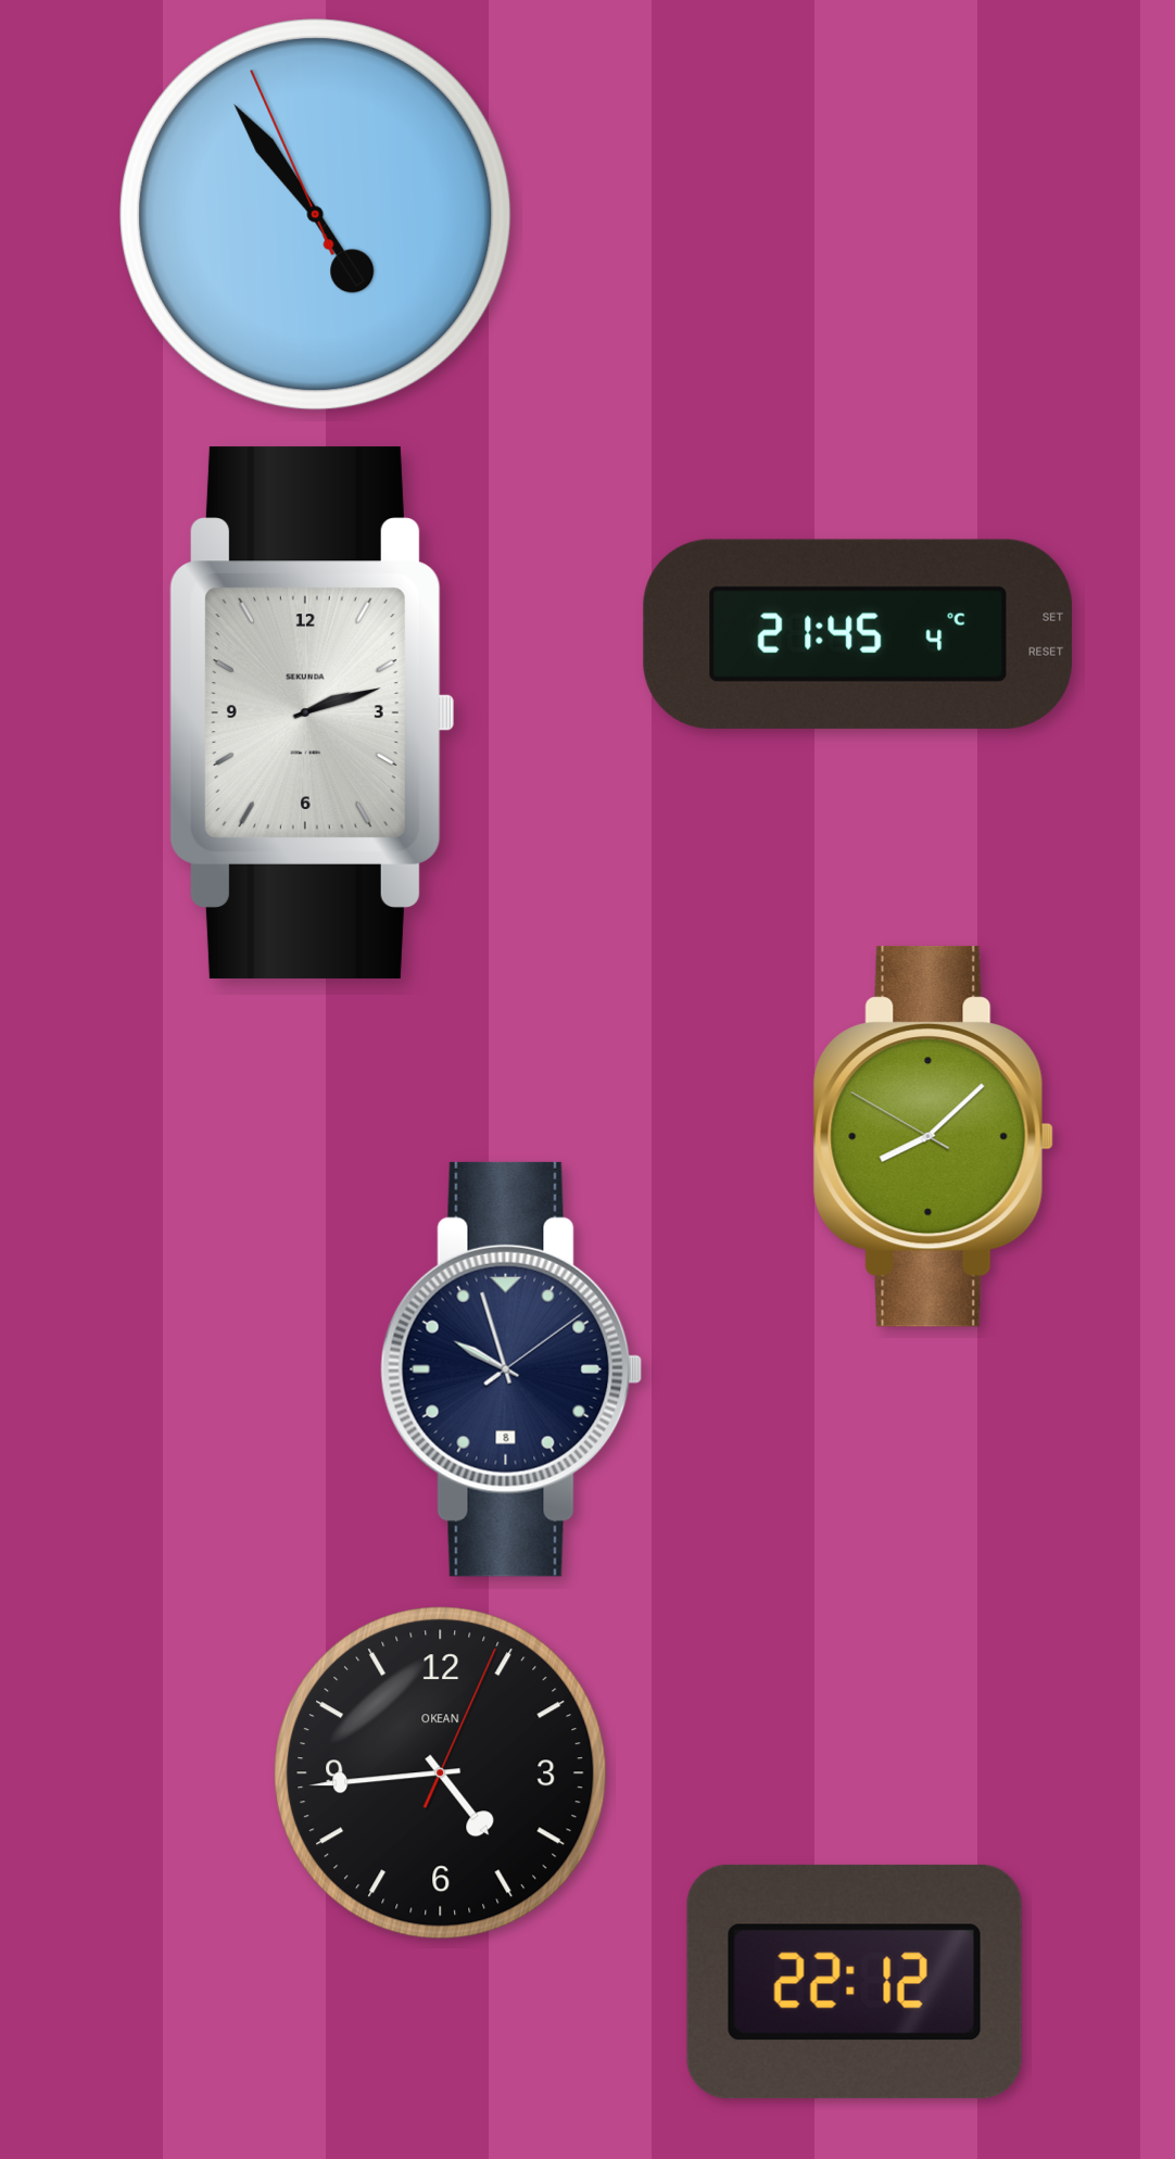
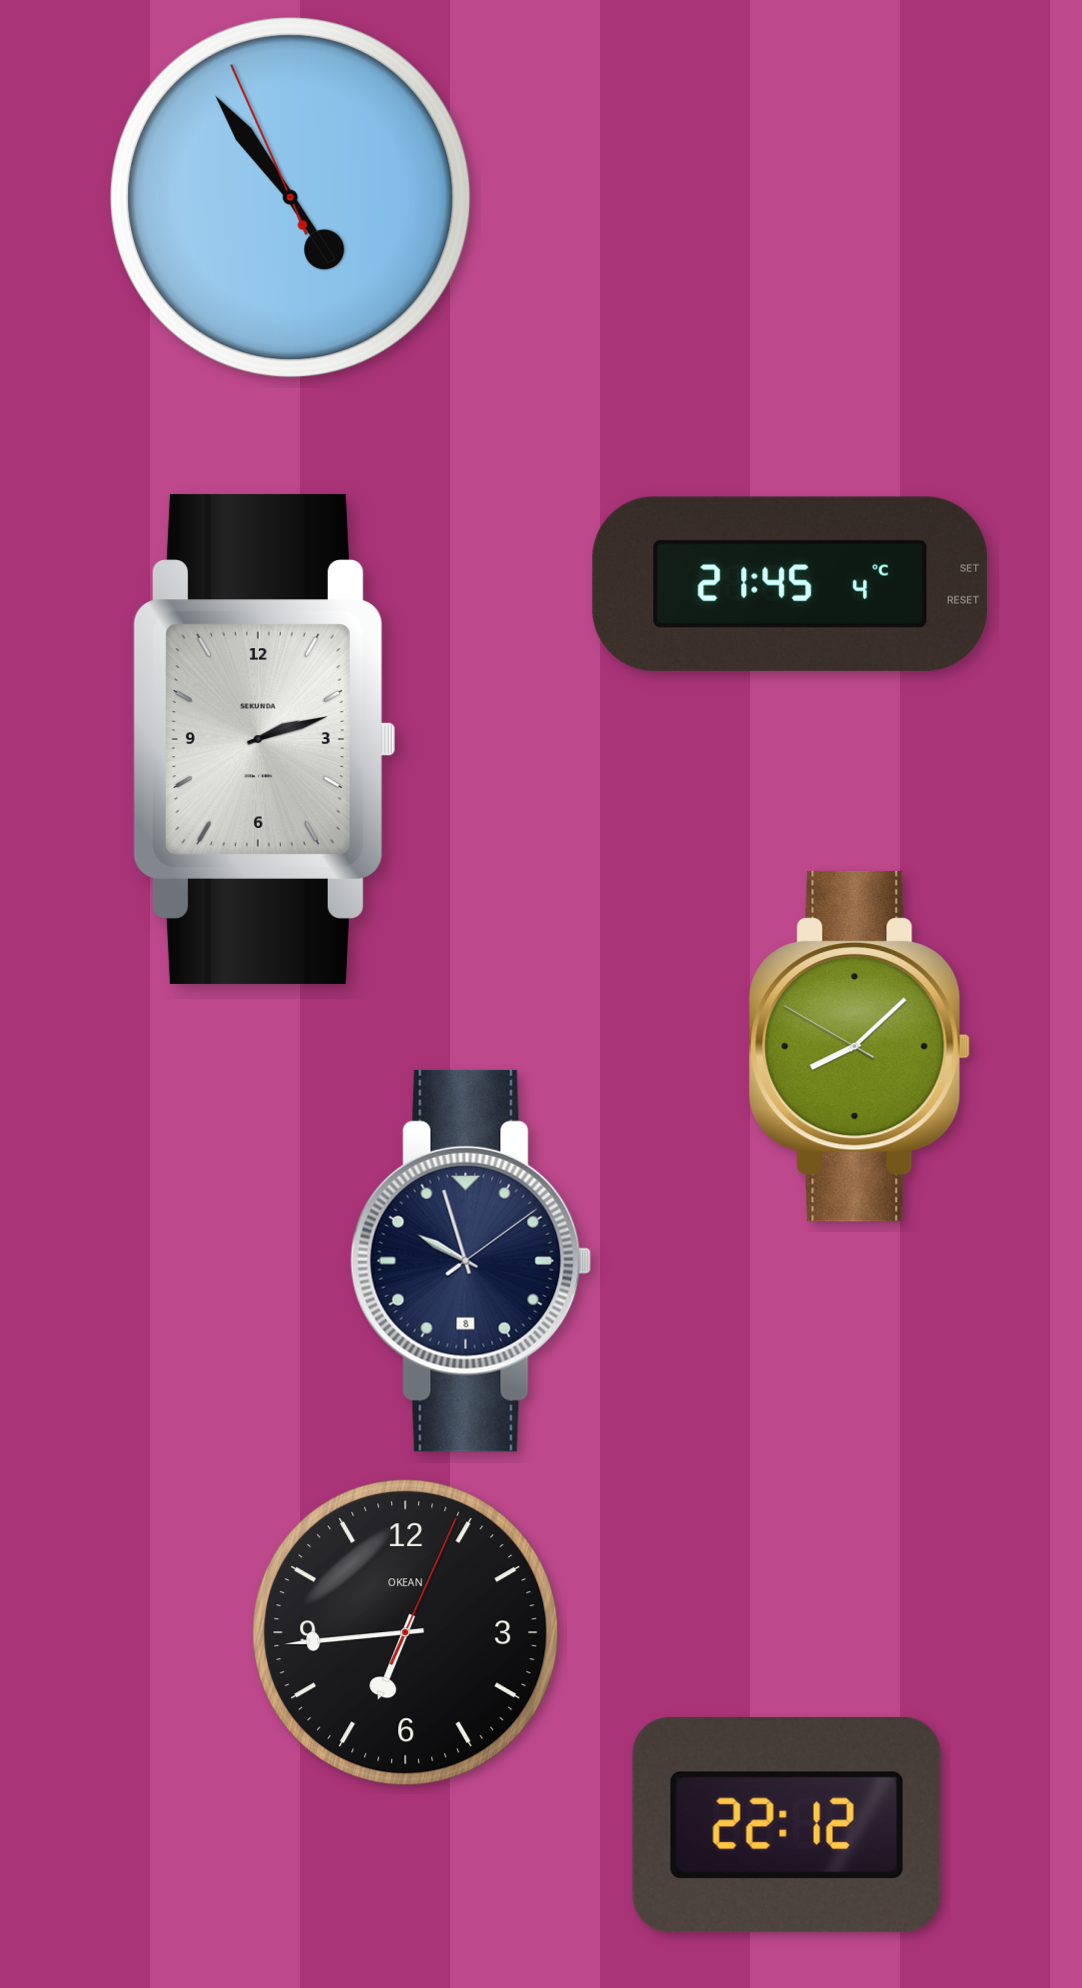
clock at (312, 712) position: (312, 712) -> (264, 739)
clock at (441, 1773): 4:44 -> 6:44
